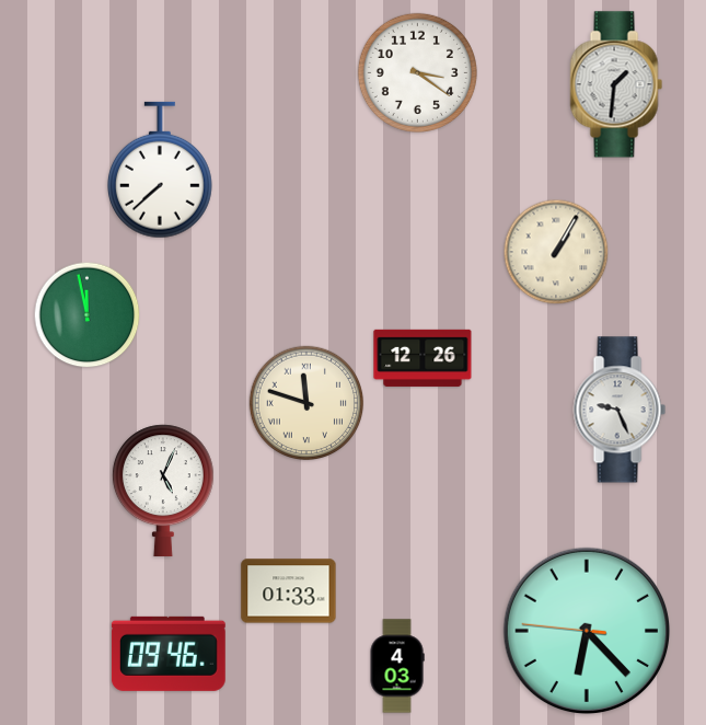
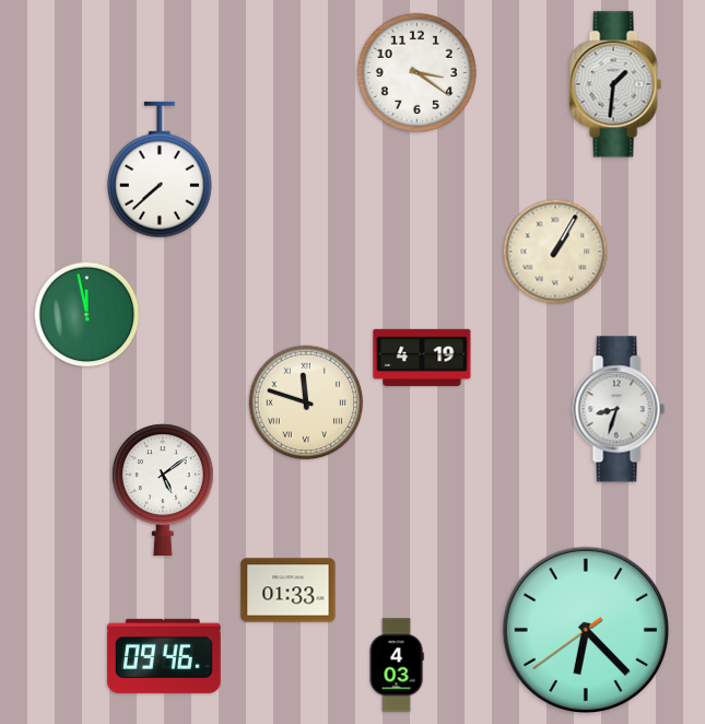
clock at (423, 358): 12:26 -> 4:19
clock at (620, 410): 9:26 -> 8:33
clock at (163, 491): 5:04 -> 5:09
clock at (587, 631): 6:22:46 -> 6:22:39
clock at (169, 654) position: (169, 654) -> (164, 656)
